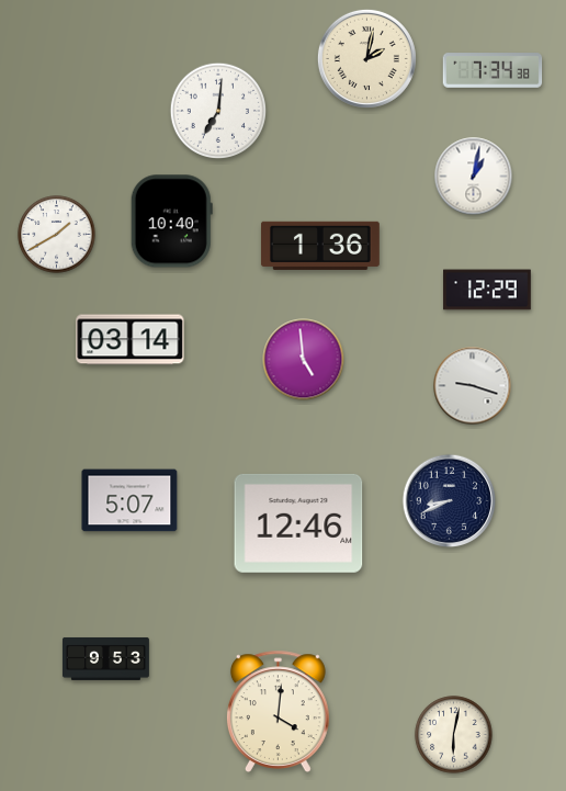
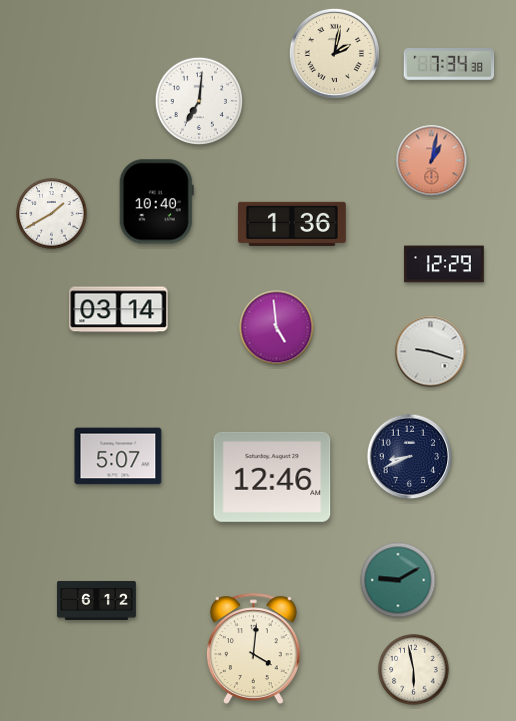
clock at (474, 177) dial: white -> salmon
clock at (398, 580): none -> 9:10
clock at (106, 658): 9:53 -> 6:12
clock at (454, 735): 6:02 -> 5:58
